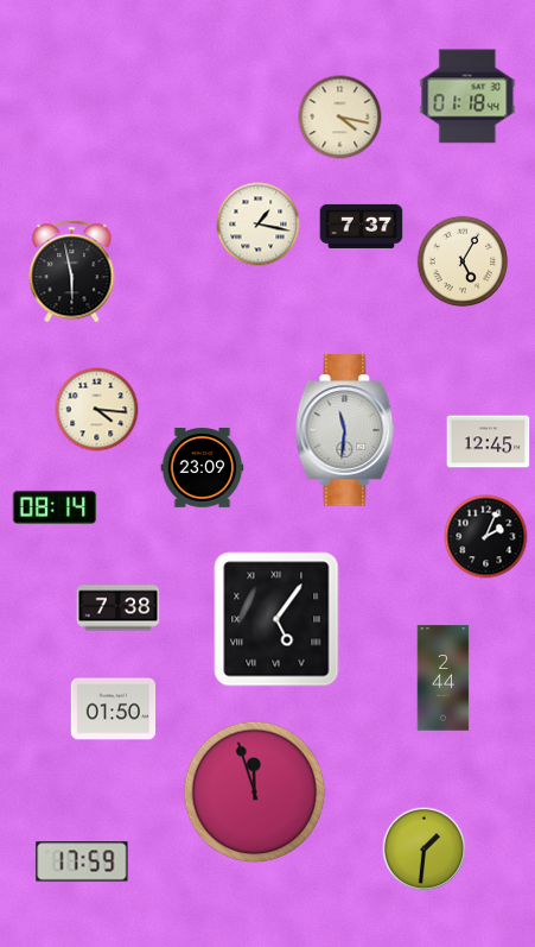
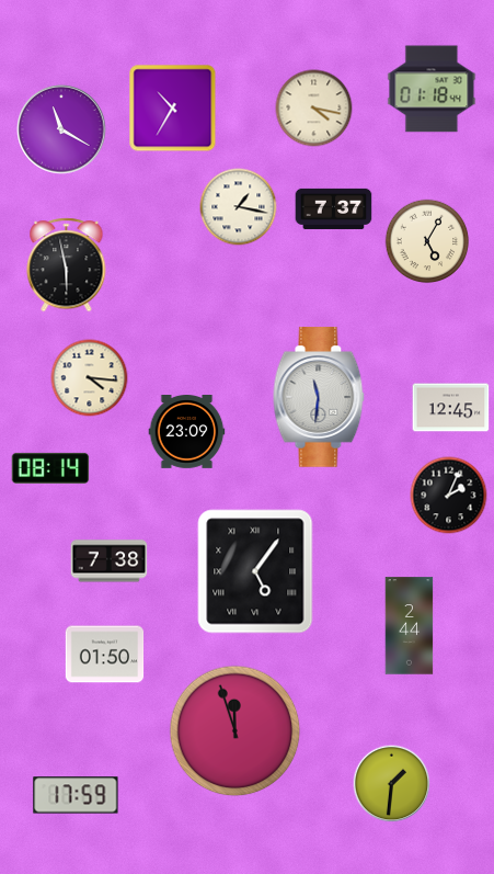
clock at (173, 109): none -> 10:35
clock at (61, 129): none -> 11:20
clock at (72, 272) position: (72, 272) -> (67, 265)
